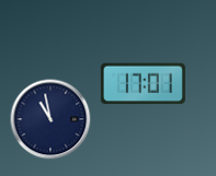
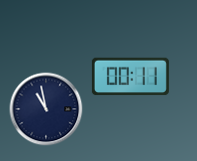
clock at (143, 84): 17:01 -> 00:11
